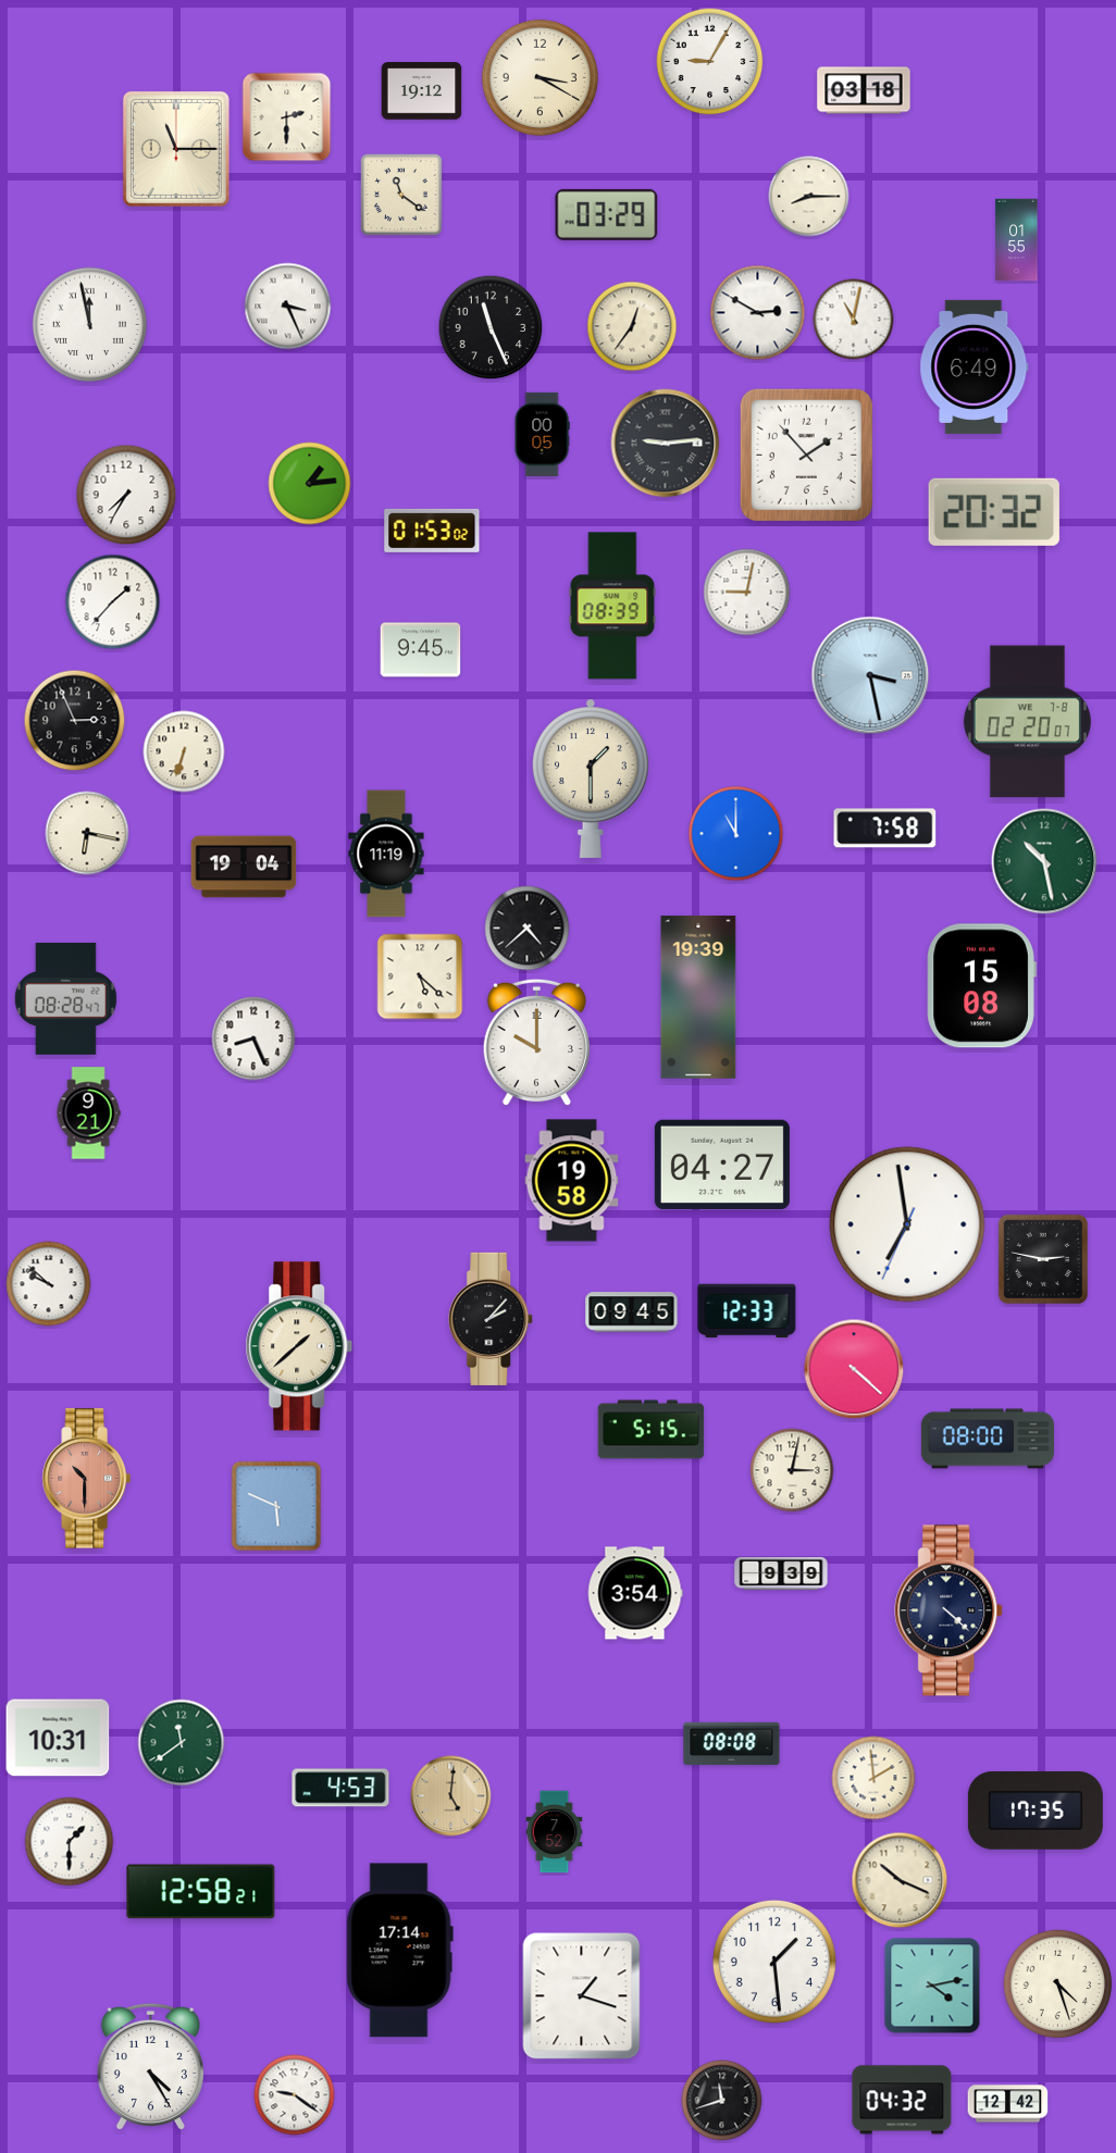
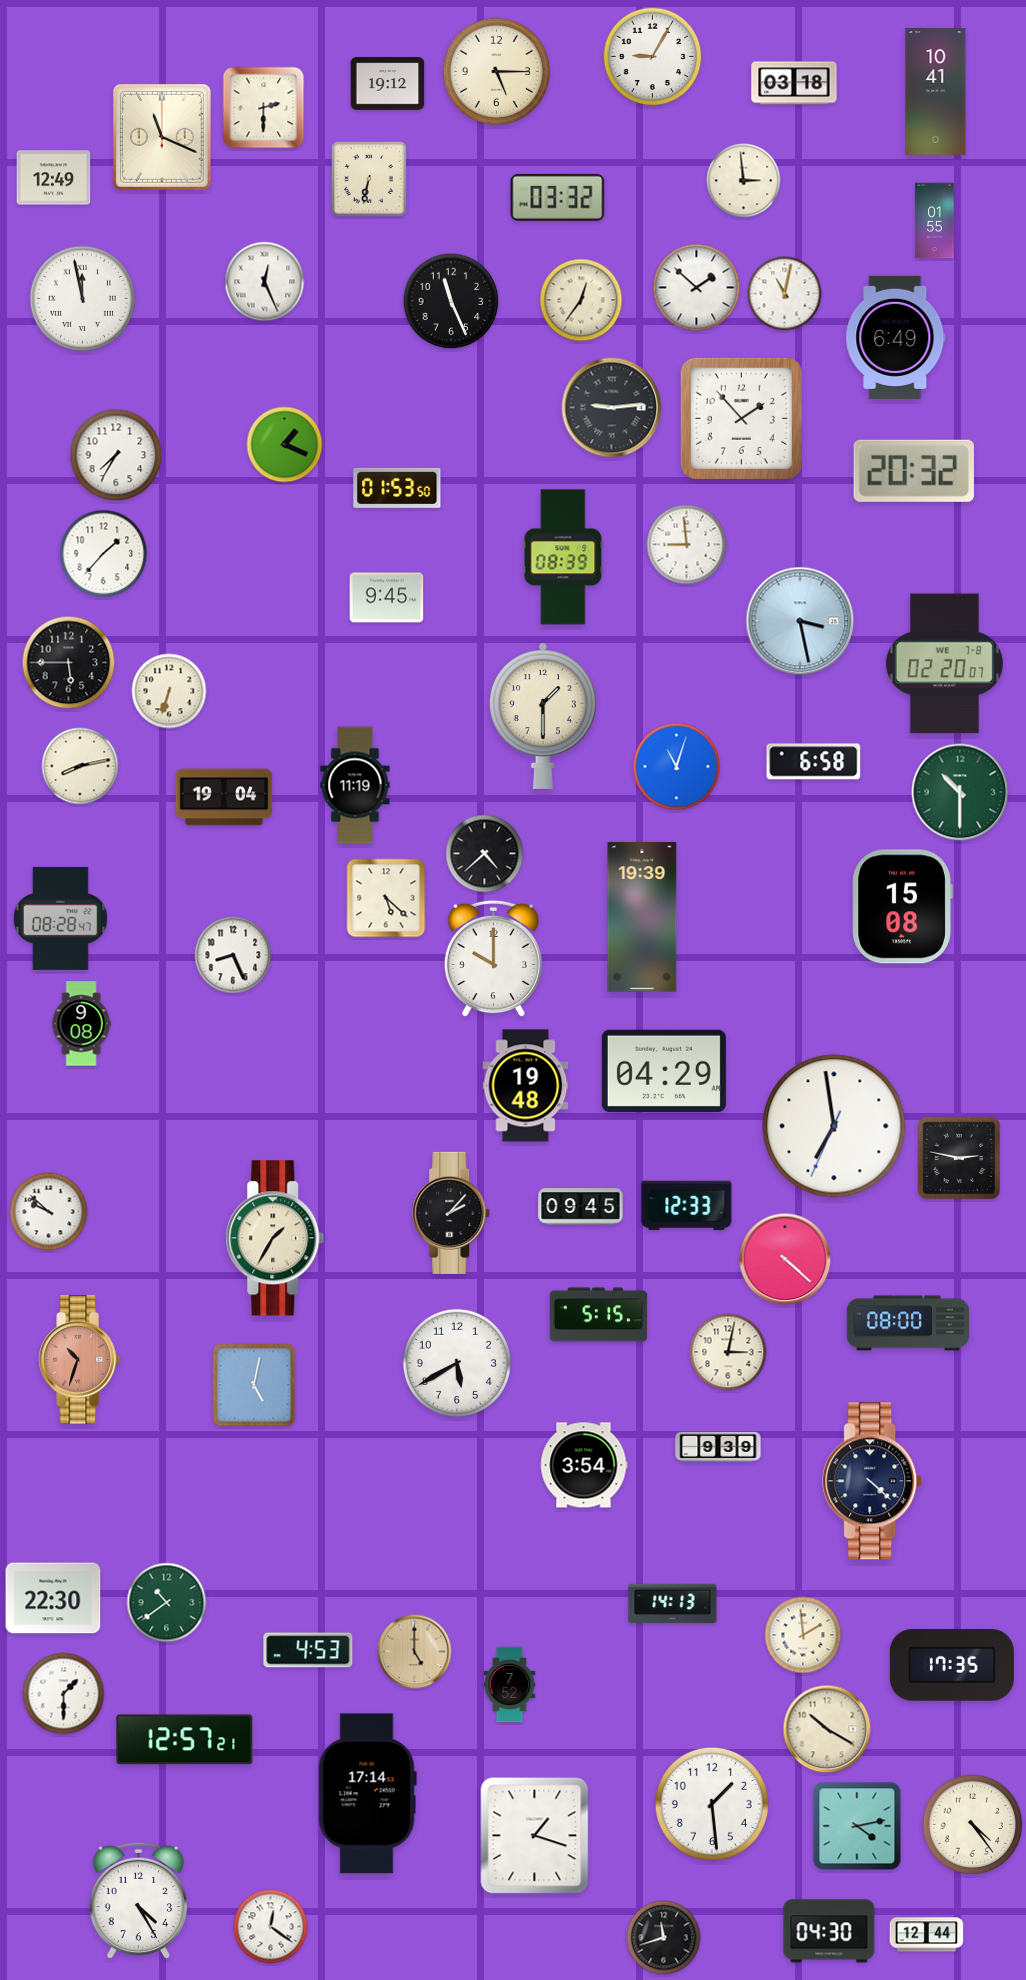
clock at (540, 77): 3:20 -> 5:15
clock at (936, 92): none -> 10:41
clock at (176, 149): 11:15 -> 11:19
clock at (54, 178): none -> 12:49
clock at (401, 195): 11:21 -> 6:32
clock at (809, 197): 8:15 -> 2:59
clock at (607, 214): 03:29 -> 03:32
clock at (288, 307): 3:26 -> 12:26
clock at (758, 313): 2:50 -> 1:52
clock at (542, 434): 00:05 -> none
clock at (310, 484): 1:14 -> 1:19
clock at (432, 531): 01:53:02 -> 01:53:50
clock at (747, 593): 9:02 -> 8:59
clock at (75, 721): 2:56 -> 5:45
clock at (885, 829): 7:58 -> 6:58
clock at (87, 833): 6:17 -> 8:13
clock at (736, 834): 11:00 -> 11:03
clock at (1044, 861): 10:28 -> 10:30
clock at (88, 1113): 9:21 -> 9:08
clock at (722, 1165): 04:27 -> 04:29
clock at (572, 1181): 19:58 -> 19:48
clock at (49, 1284) position: (49, 1284) -> (49, 1212)
clock at (299, 1346): 1:38 -> 1:35
clock at (86, 1479): 10:30 -> 10:33
clock at (457, 1363): none -> 5:40
clock at (276, 1506): 5:49 -> 5:02
clock at (58, 1738): 10:31 -> 22:30
clock at (182, 1743): 11:39 -> 10:39
clock at (732, 1743): 08:08 -> 14:13
clock at (340, 1788) position: (340, 1788) -> (308, 1650)
clock at (451, 1796): 5:01 -> 5:00
clock at (900, 1880): 10:19 -> 10:20
clock at (201, 1892): 12:58 -> 12:57
clock at (1058, 1984): 4:27 -> 4:24
clock at (295, 2095): 9:21 -> 12:21
clock at (902, 2100): 04:32 -> 04:30
clock at (722, 2101) position: (722, 2101) -> (664, 1938)
clock at (1008, 2104): 12:42 -> 12:44
